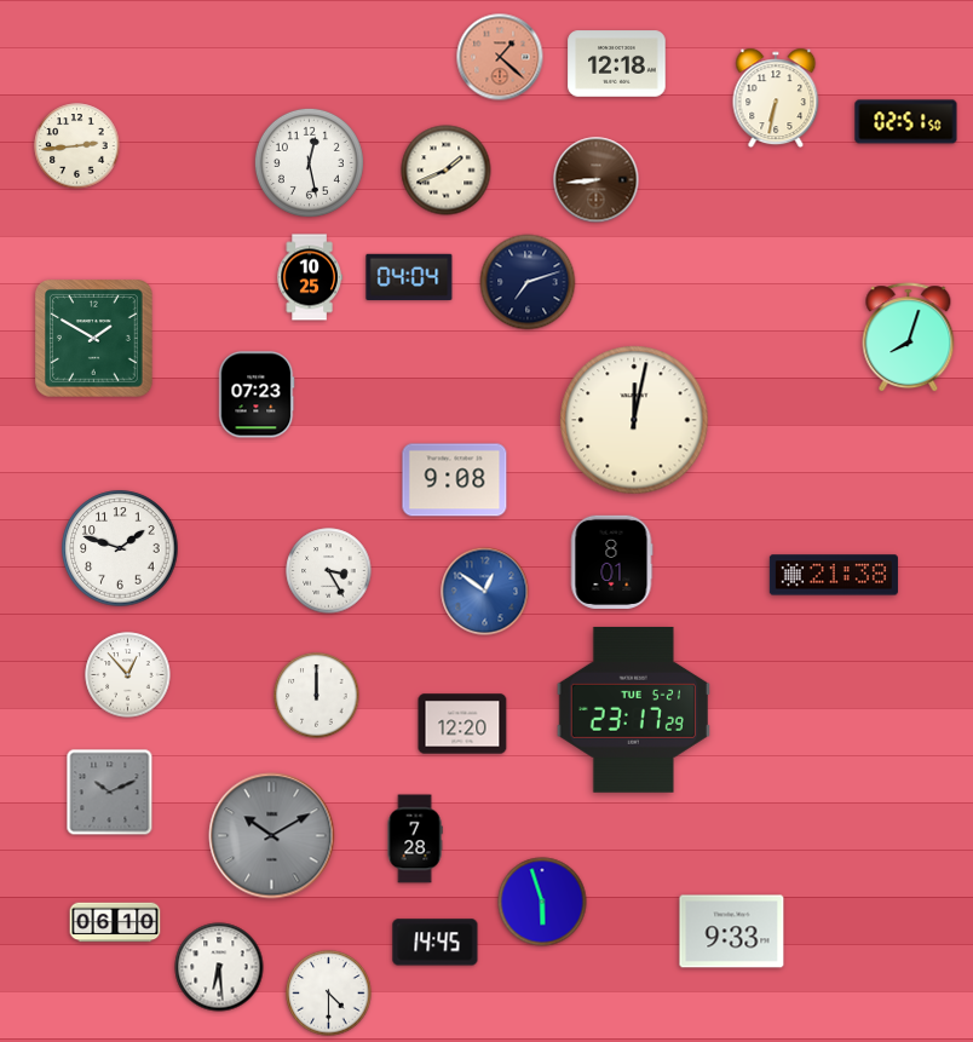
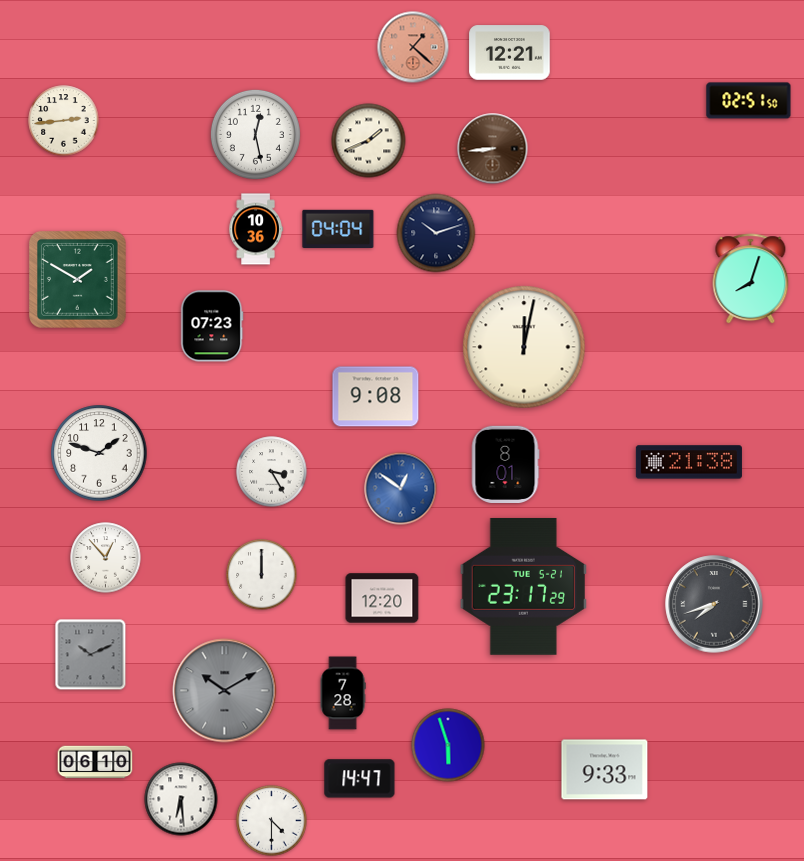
clock at (617, 64): 12:18 -> 12:21
clock at (776, 98): 6:32 -> none
clock at (310, 277): 10:25 -> 10:36
clock at (528, 282): 7:12 -> 10:12
clock at (834, 575) position: (834, 575) -> (689, 462)
clock at (714, 604): none -> 7:42
clock at (436, 943): 14:45 -> 14:47
